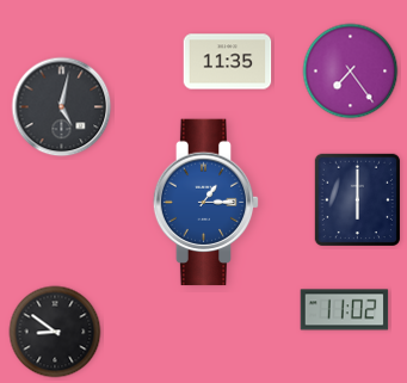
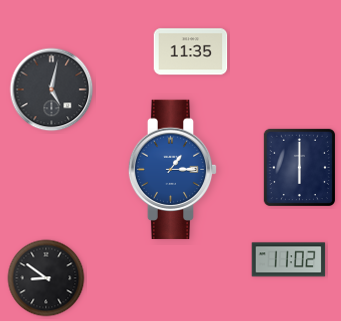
clock at (351, 72): 7:24 -> none
